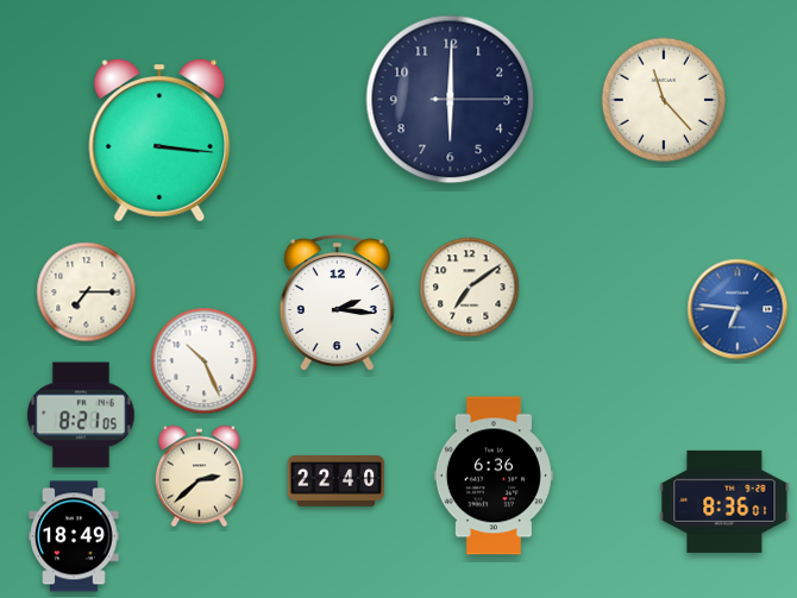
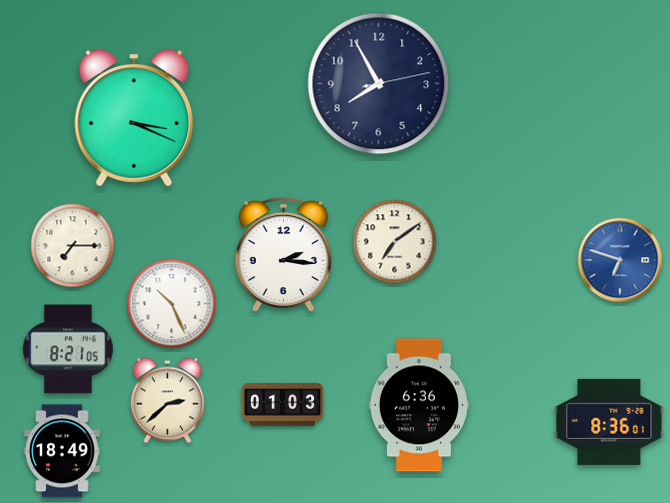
clock at (451, 100): 6:00 -> 7:55
clock at (664, 100): 11:23 -> none
clock at (159, 140): 3:16 -> 3:19
clock at (738, 309): 6:46 -> 6:48
clock at (494, 476) position: (494, 476) -> (419, 405)
clock at (337, 480): 22:40 -> 01:03
